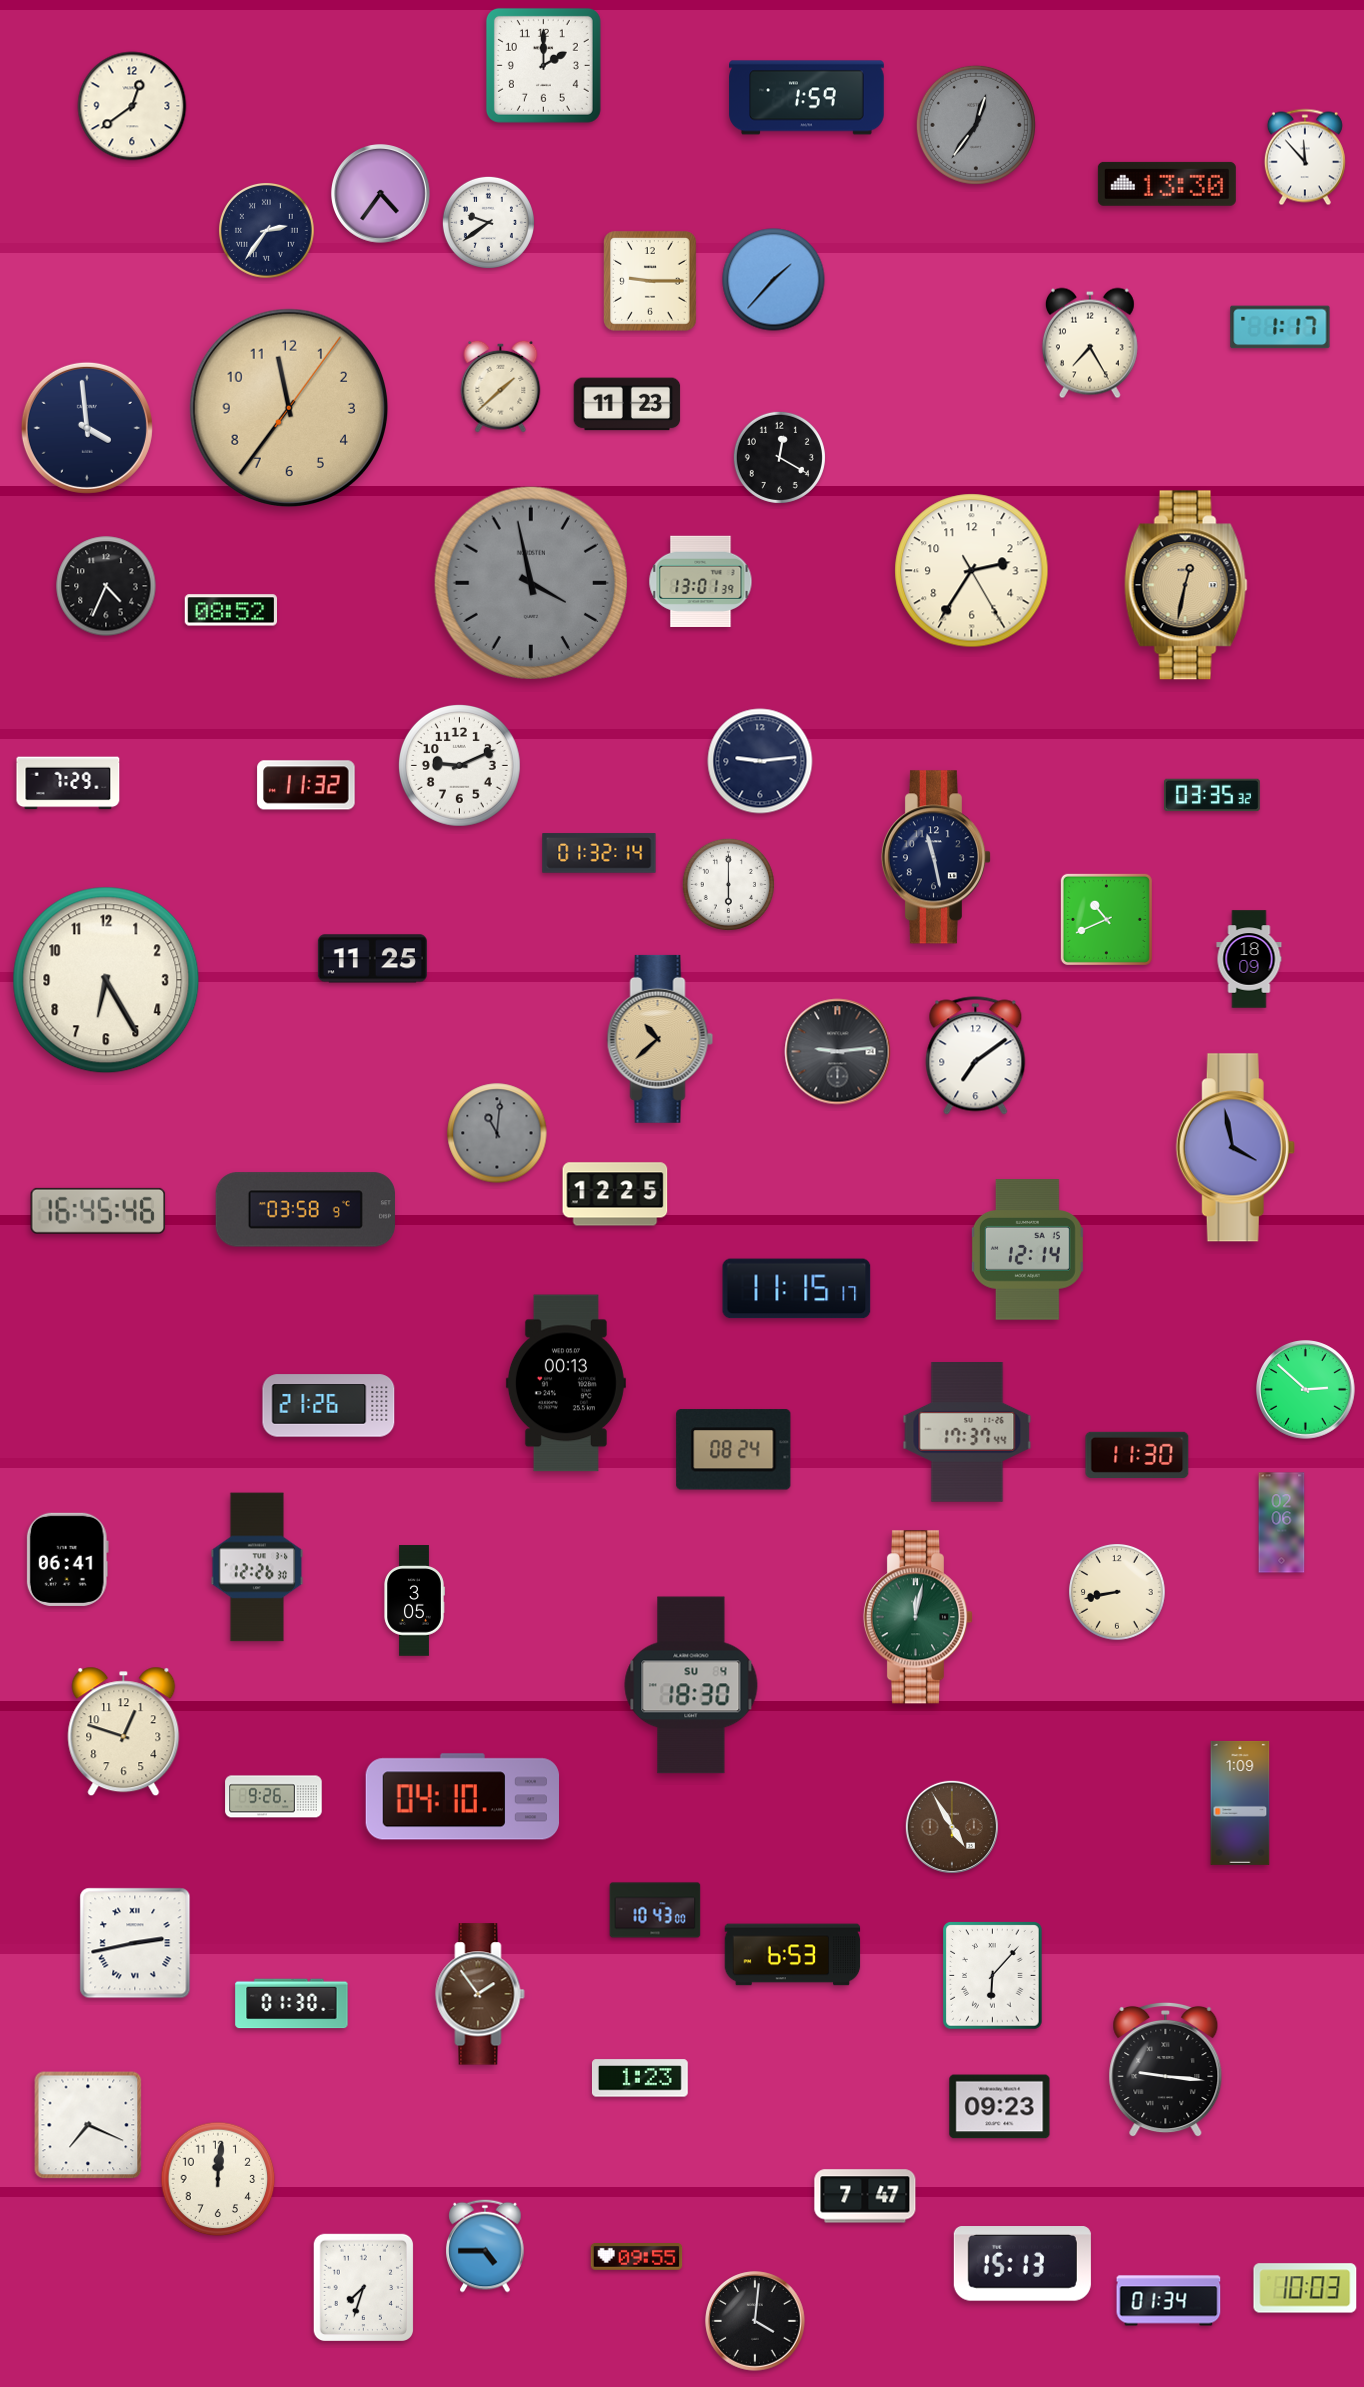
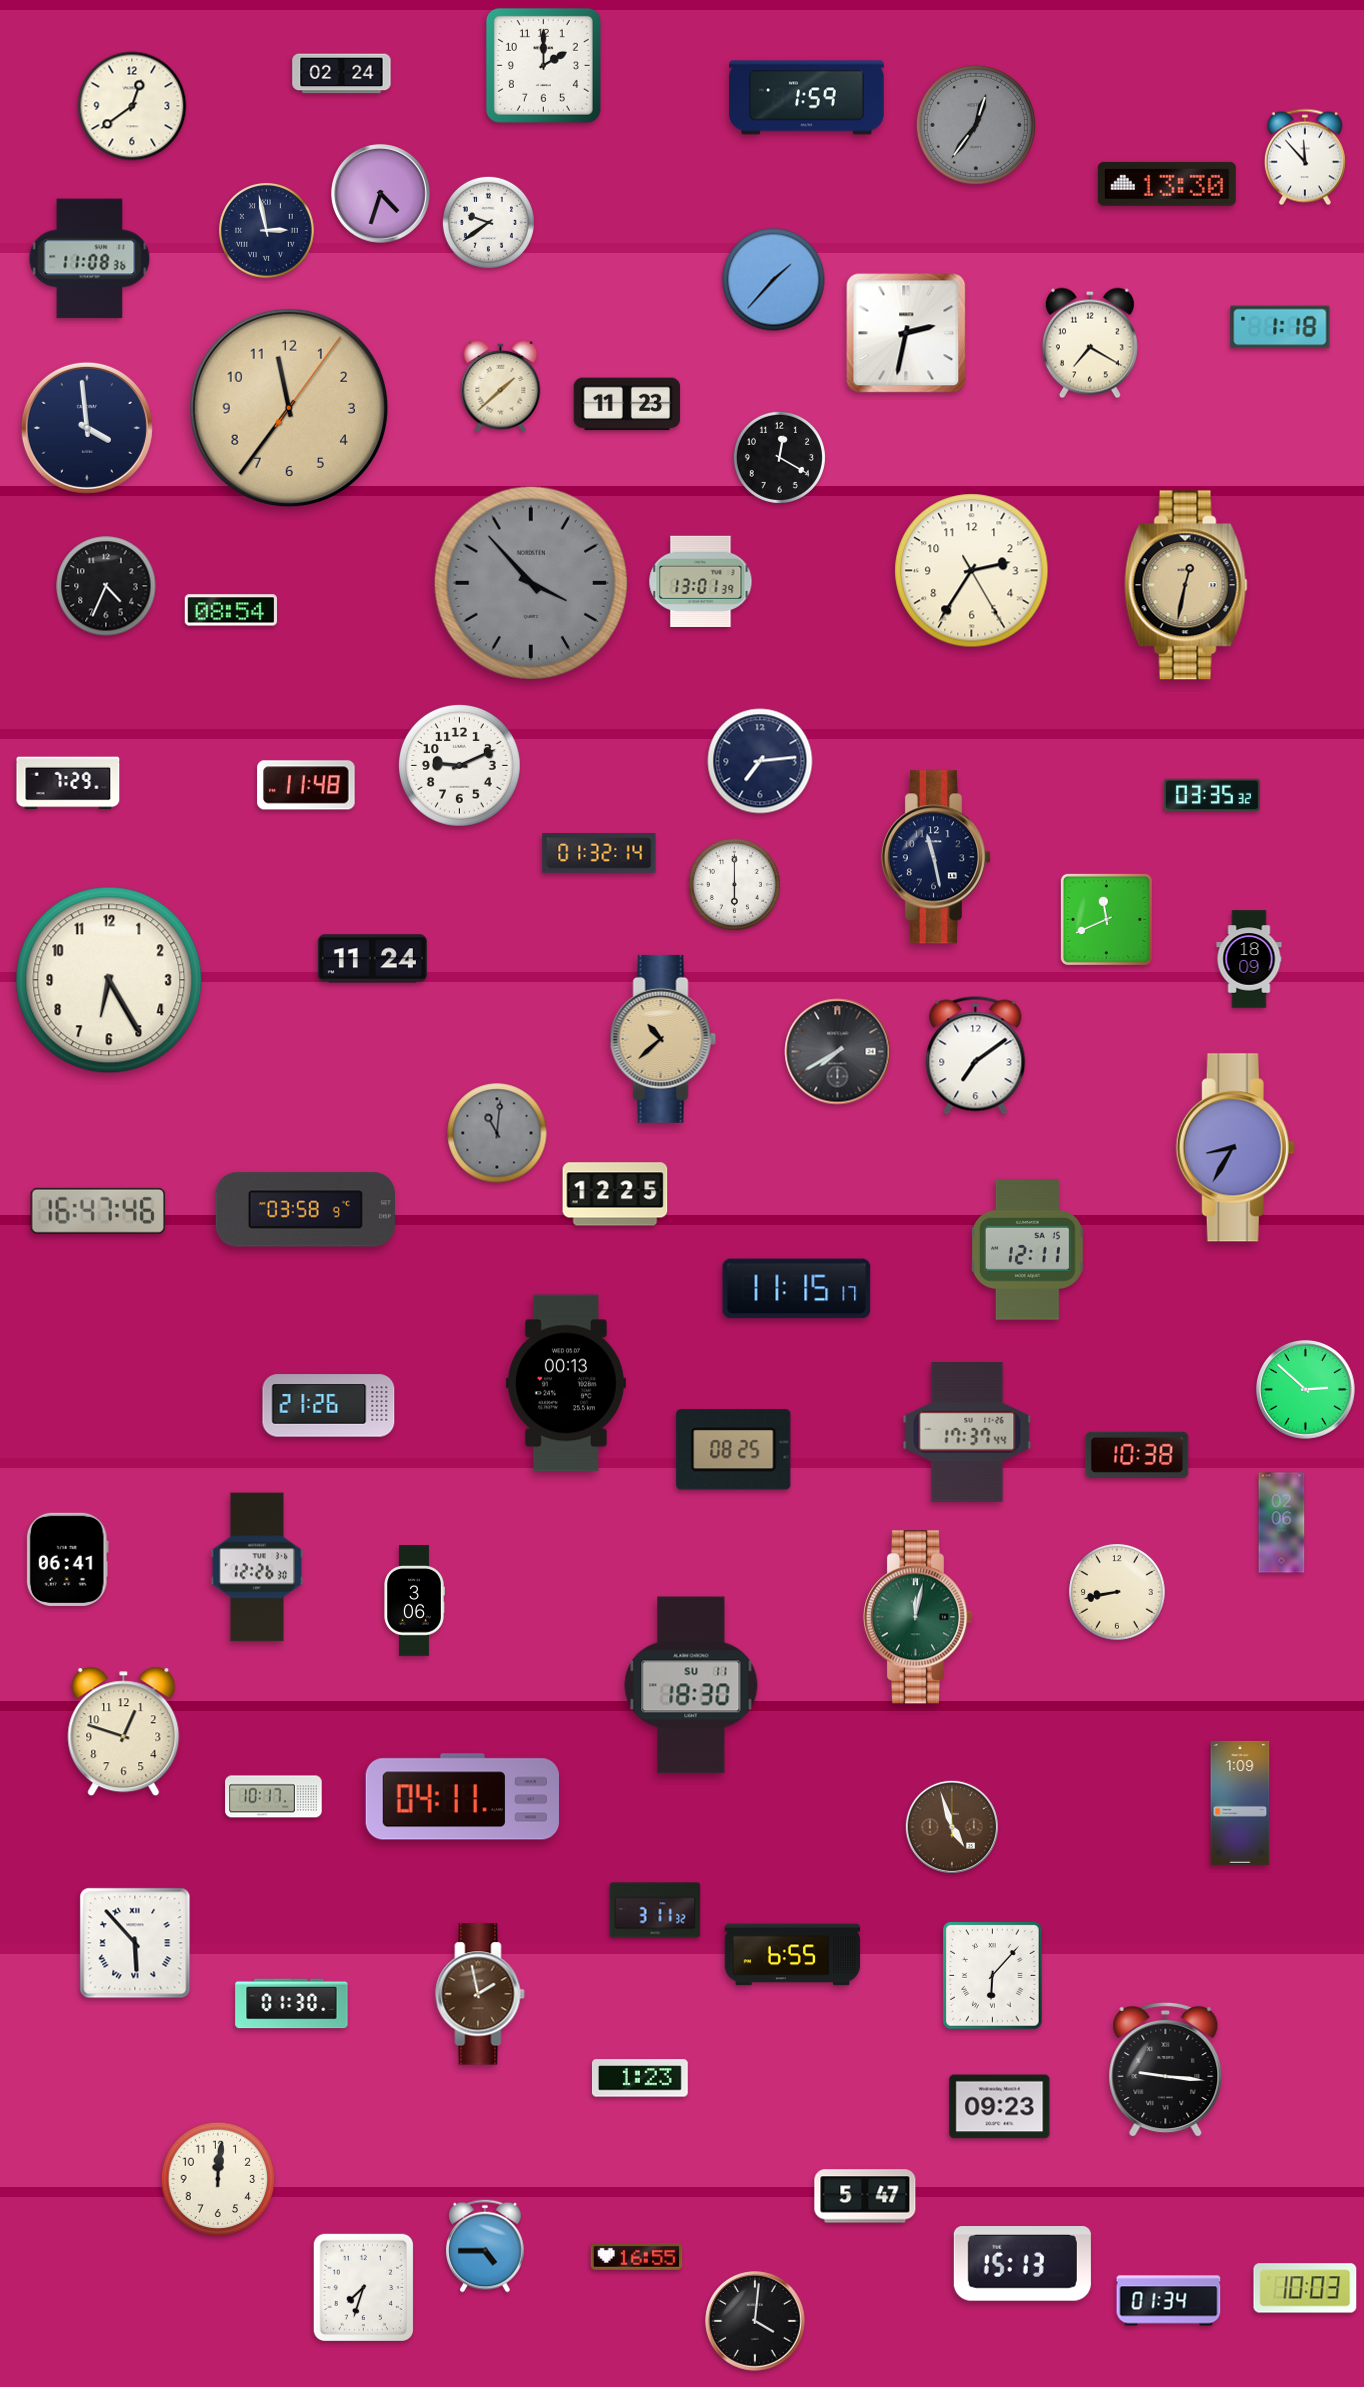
clock at (342, 74): none -> 02:24
clock at (381, 194): 4:36 -> 4:33
clock at (267, 231): 2:36 -> 2:58
clock at (90, 259): none -> 11:08
clock at (650, 281): 9:15 -> none
clock at (1280, 327): 1:17 -> 1:18
clock at (906, 333): none -> 2:32
clock at (1090, 343): 7:25 -> 7:20
clock at (530, 582): 3:58 -> 3:53
clock at (231, 610): 08:52 -> 08:54
clock at (760, 761): 9:14 -> 7:14
clock at (306, 785): 11:32 -> 11:48
clock at (728, 884) position: (728, 884) -> (734, 884)
clock at (1106, 919): 10:41 -> 11:41
clock at (372, 959): 11:25 -> 11:24
clock at (106, 980) position: (106, 980) -> (109, 980)
clock at (660, 1039) position: (660, 1039) -> (663, 1039)
clock at (838, 1052): 9:14 -> 7:40
clock at (1235, 1148): 3:58 -> 8:35
clock at (98, 1211): 16:45 -> 16:47
clock at (1027, 1250): 12:14 -> 12:11
clock at (734, 1450): 08:24 -> 08:25
clock at (1137, 1455): 11:30 -> 10:38
clock at (414, 1601): 3:05 -> 3:06
clock at (691, 1685) date: SU 4 -> SU 11
clock at (274, 1797): 9:26 -> 10:17
clock at (463, 1797): 04:10 -> 04:11
clock at (952, 1827): 4:55 -> 4:57
clock at (655, 1910): 10:43 -> 3:11
clock at (135, 1943): 2:43 -> 5:53
clock at (793, 1955): 6:53 -> 6:55
clock at (480, 1994): 1:54 -> 1:58
clock at (88, 2125): 7:19 -> none
clock at (865, 2196): 7:47 -> 5:47
clock at (637, 2257): 09:55 -> 16:55
